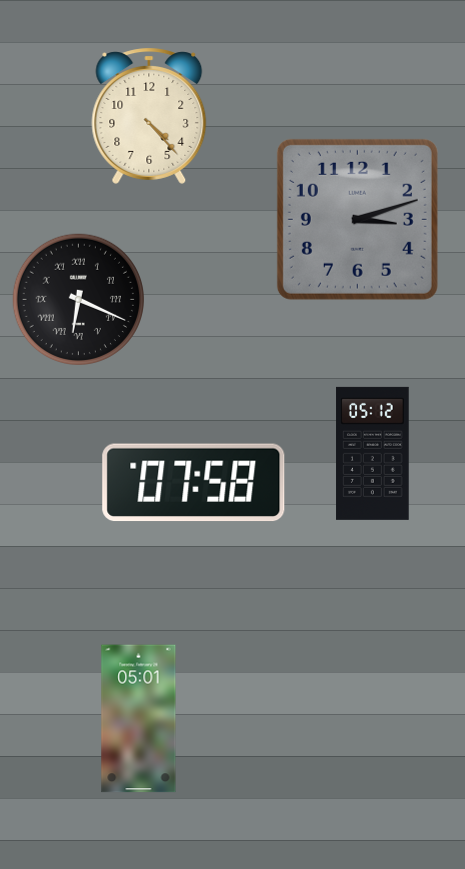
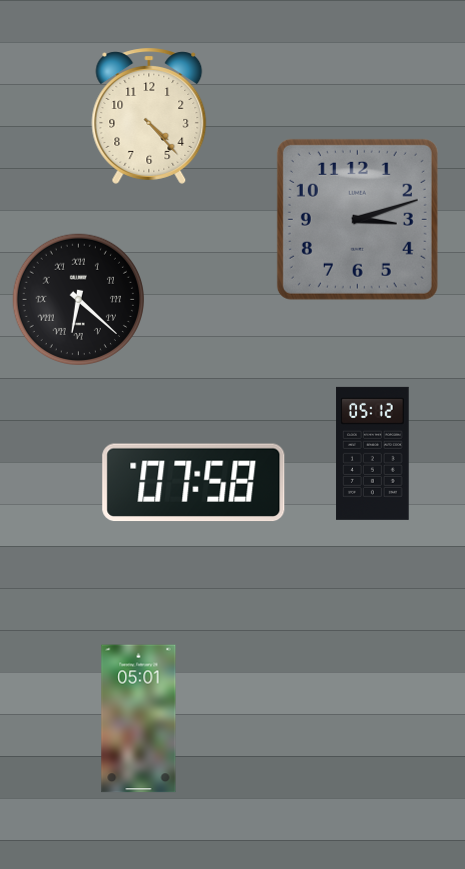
clock at (78, 299): 6:19 -> 6:22
